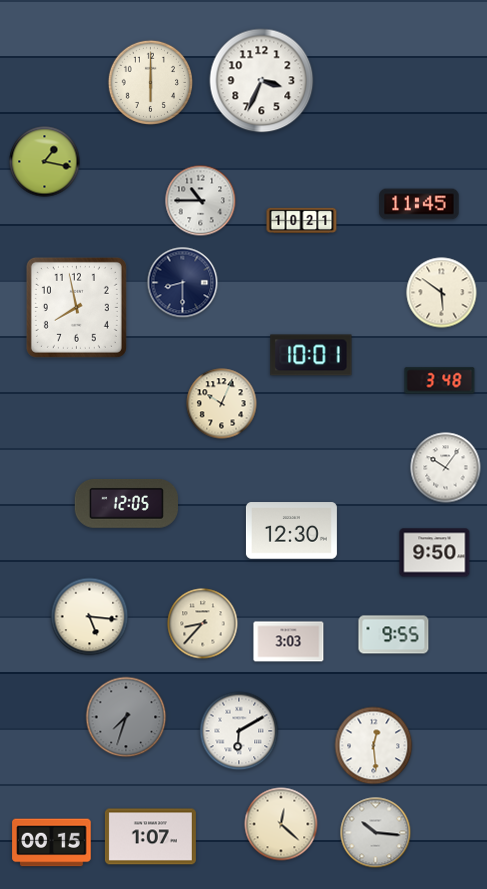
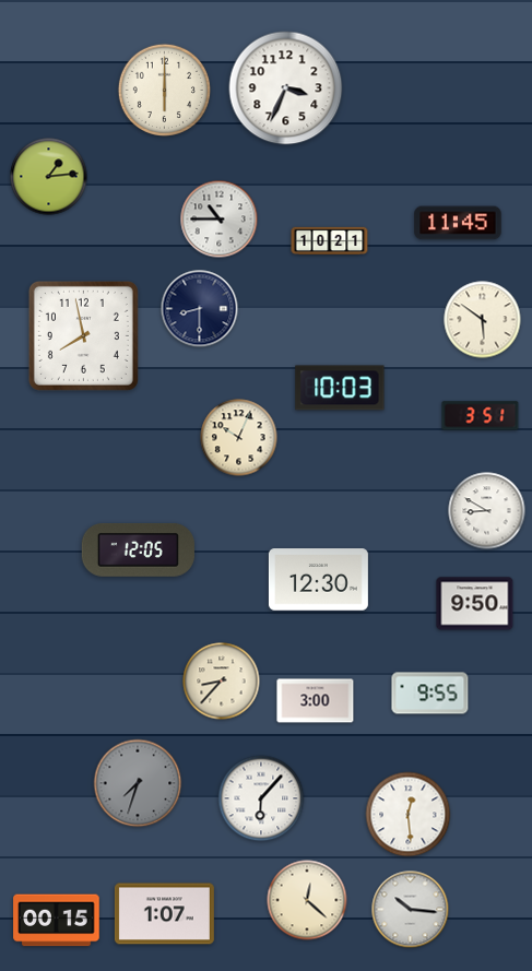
clock at (45, 162): 1:17 -> 1:14
clock at (311, 355): 10:01 -> 10:03
clock at (440, 381): 3:48 -> 3:51
clock at (222, 404) position: (222, 404) -> (239, 438)
clock at (446, 468): 10:06 -> 8:50
clock at (90, 617): 5:16 -> none
clock at (289, 642): 3:03 -> 3:00
clock at (239, 731): 6:10 -> 6:07
